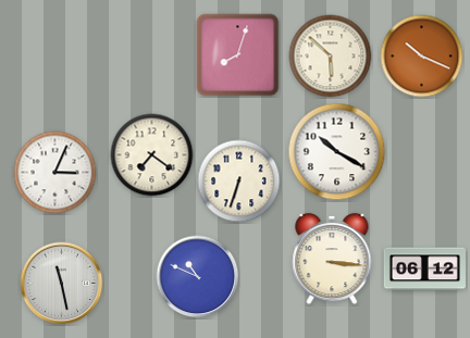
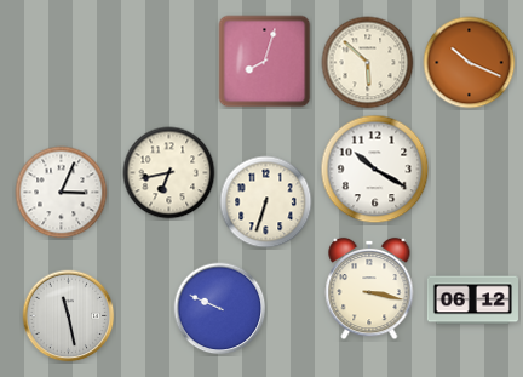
clock at (152, 155): 7:21 -> 6:43
clock at (332, 259): 3:16 -> 3:17
clock at (198, 277): 10:49 -> 9:49
